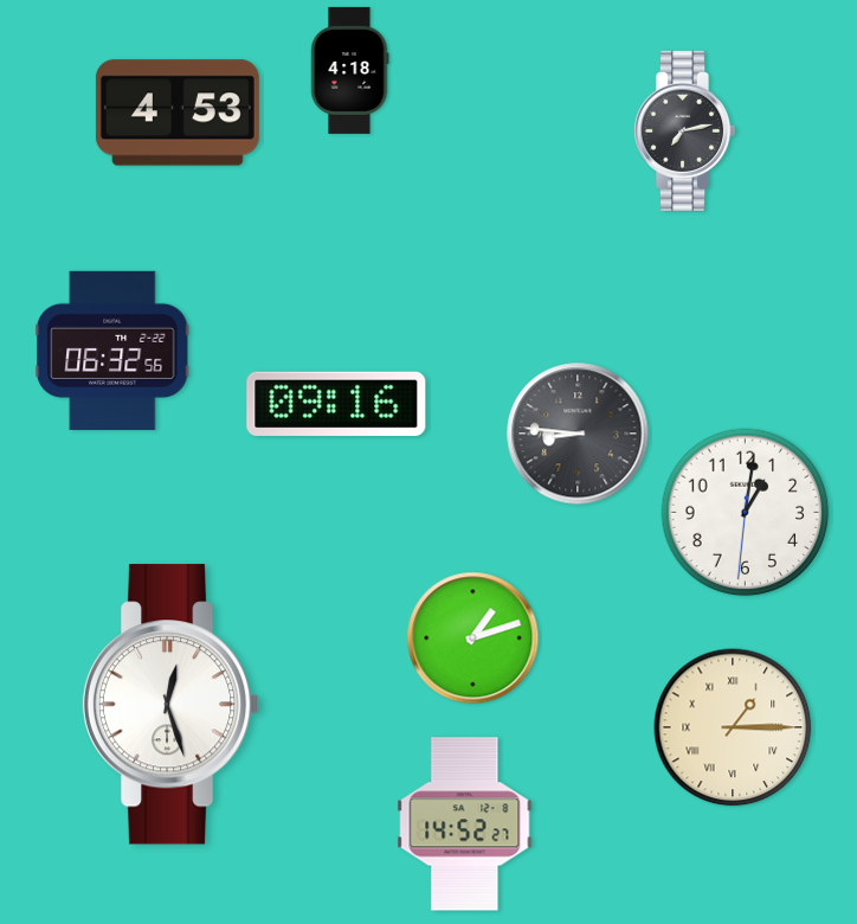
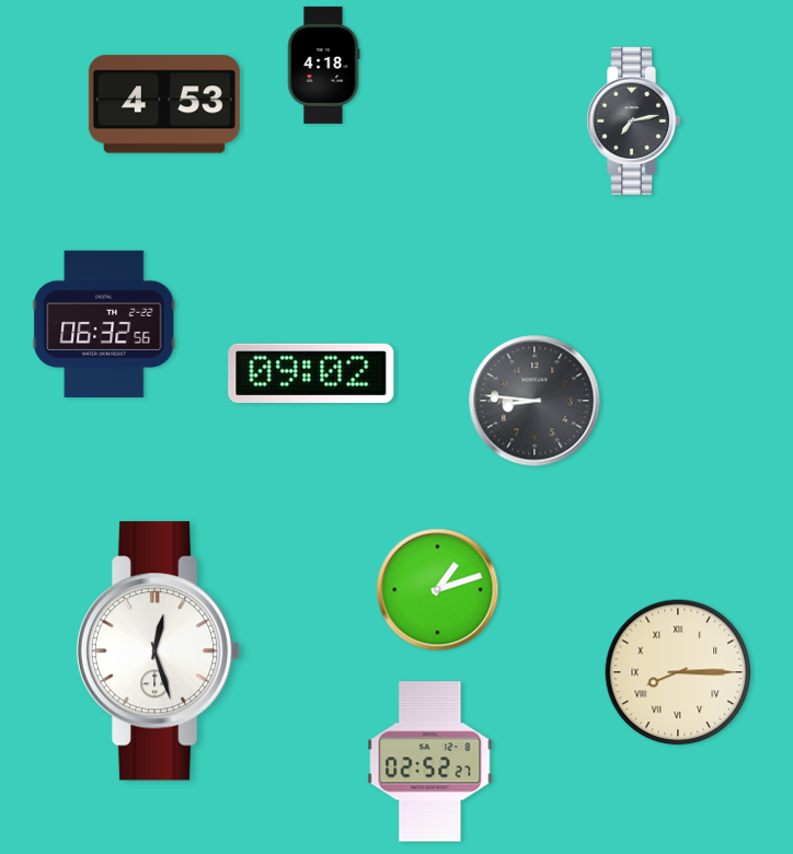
clock at (336, 404): 09:16 -> 09:02
clock at (746, 513): 1:01 -> none
clock at (733, 727): 1:15 -> 8:15
clock at (465, 824): 14:52 -> 02:52
